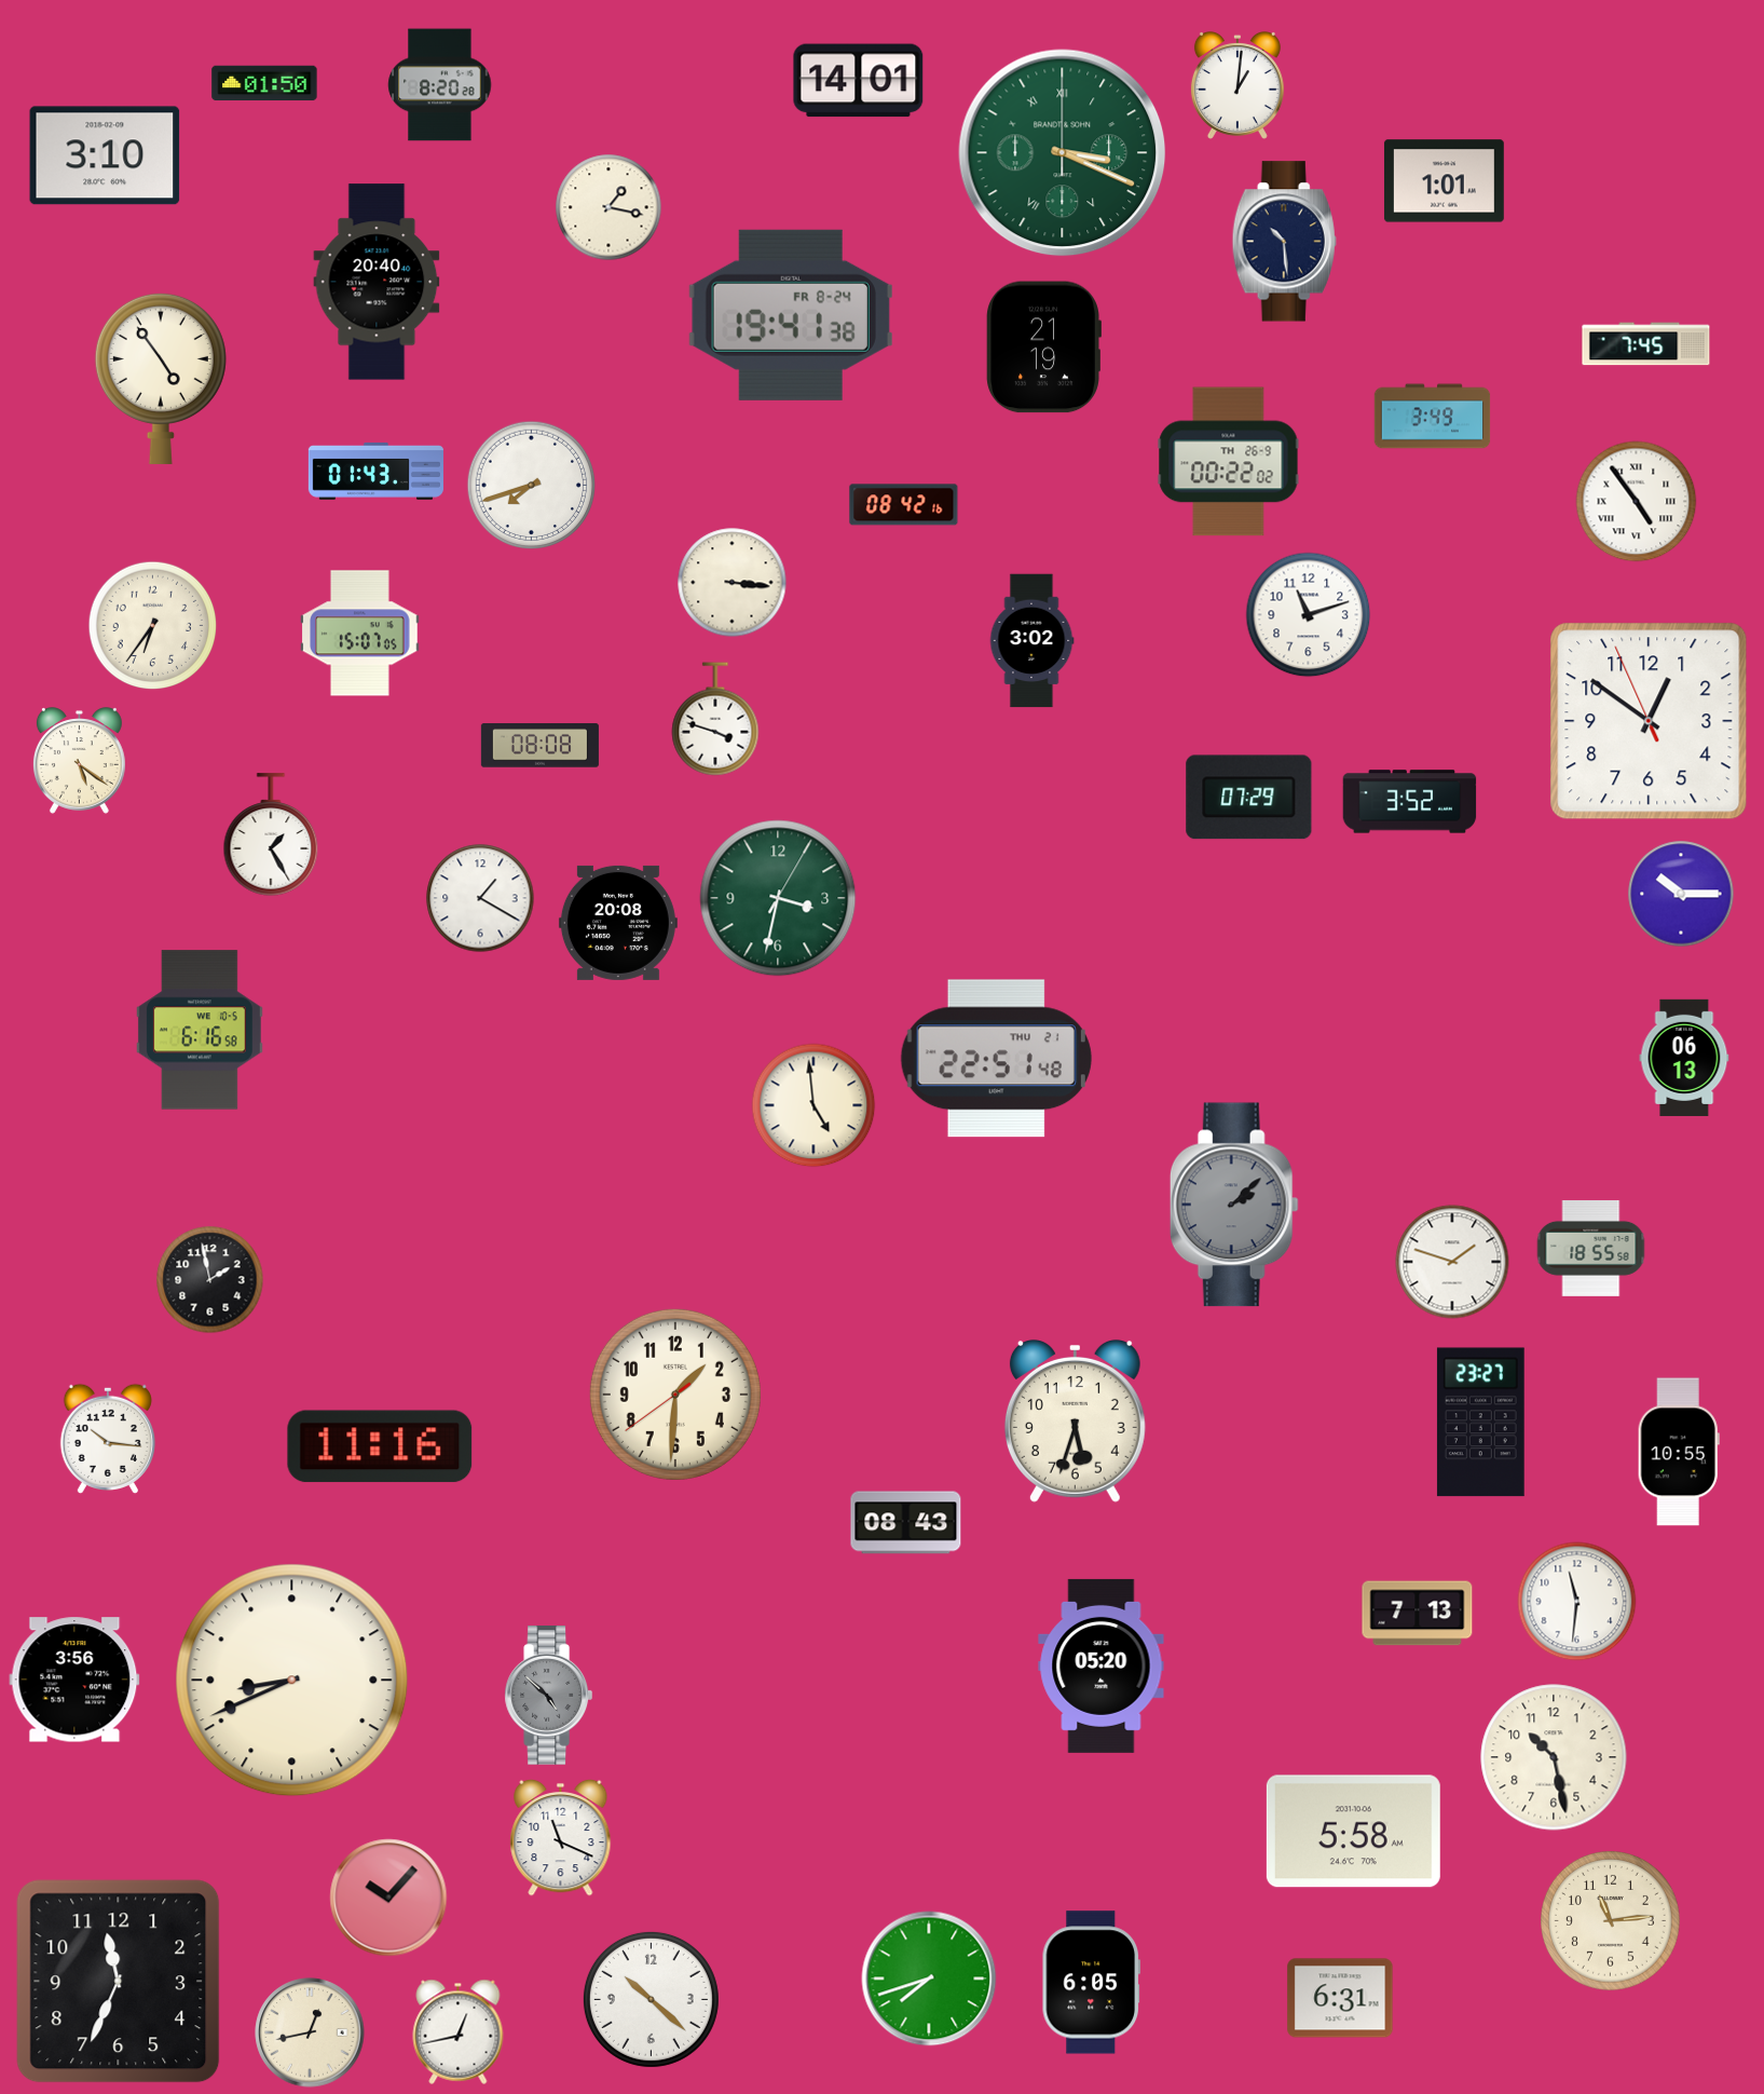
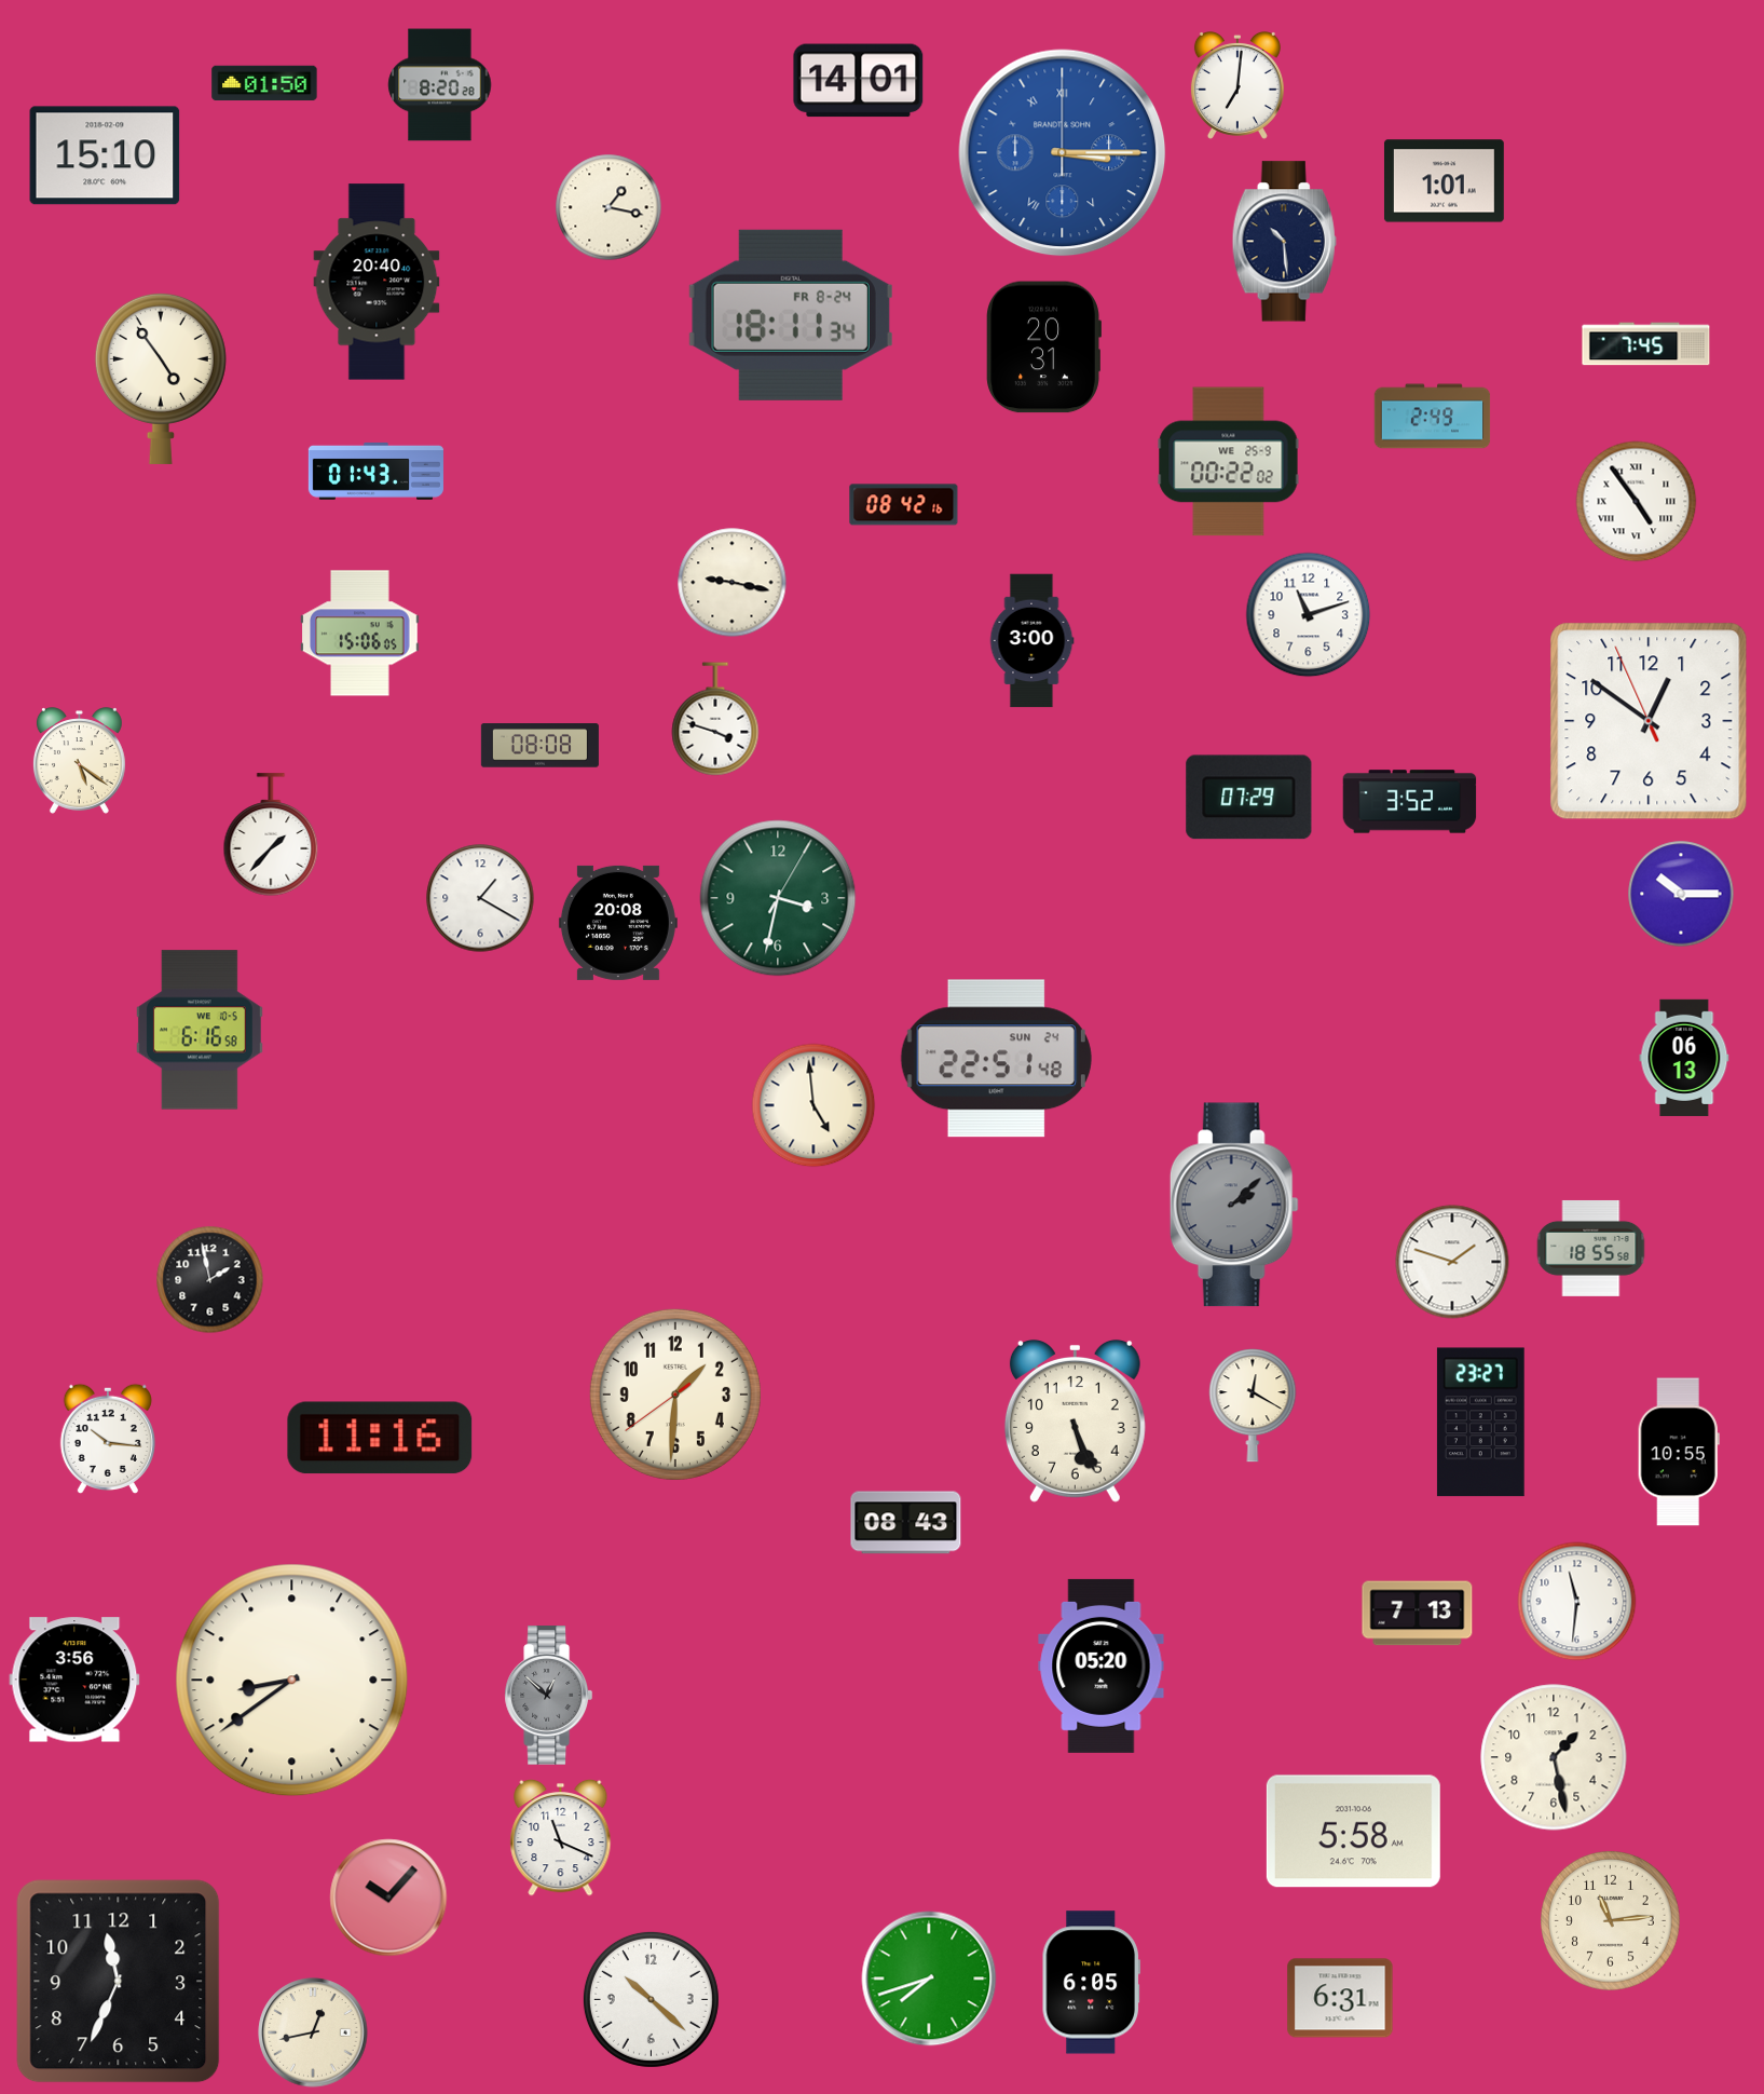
clock at (1237, 85): 1:01 -> 7:01
clock at (1063, 153): 3:19 -> 3:15
clock at (1063, 153) dial: green -> blue
clock at (105, 155): 3:10 -> 15:10
clock at (791, 315): 19:41 -> 18:11
clock at (1043, 348): 21:19 -> 20:31
clock at (1433, 417): 3:49 -> 2:49
clock at (1229, 462) date: TH 26-9 -> WE 25-9
clock at (532, 486): 7:42 -> none
clock at (733, 583): 3:16 -> 9:17
clock at (153, 626): 6:36 -> none
clock at (360, 634): 15:07 -> 15:06
clock at (1031, 641): 3:02 -> 3:00
clock at (271, 834): 1:25 -> 1:37
clock at (996, 1059) date: THU 21 -> SUN 24
clock at (1253, 1405): none -> 12:20
clock at (1075, 1420): 5:33 -> 5:26
clock at (380, 1446) position: (380, 1446) -> (380, 1438)
clock at (292, 1681): 8:41 -> 8:39
clock at (549, 1696): 4:52 -> 12:52
clock at (1554, 1757): 10:28 -> 1:28
clock at (459, 2031): 12:43 -> none
clock at (310, 2032) position: (310, 2032) -> (313, 2032)
